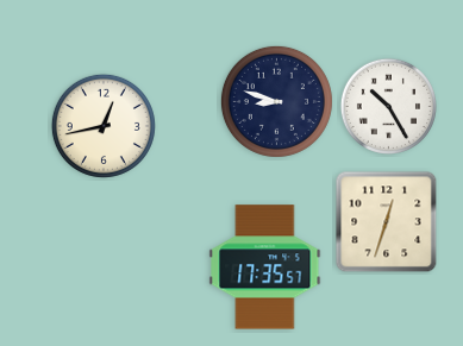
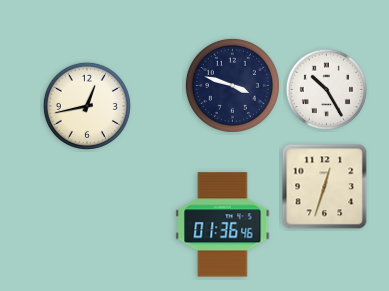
clock at (276, 101): 8:48 -> 3:48
clock at (265, 268): 17:35 -> 01:36
